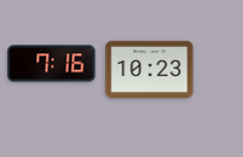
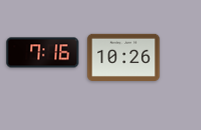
clock at (150, 69): 10:23 -> 10:26
